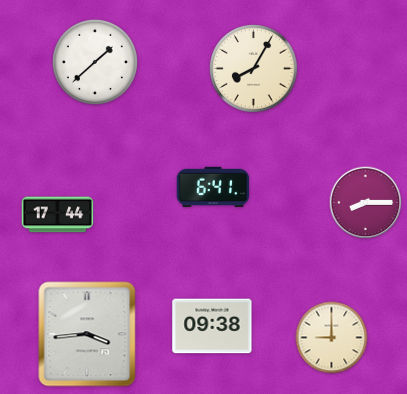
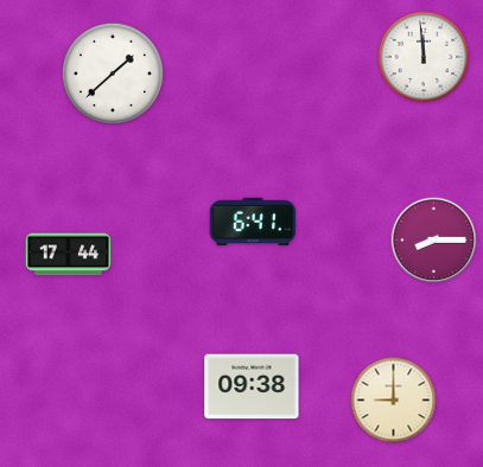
clock at (424, 57): none -> 11:59
clock at (254, 69): 8:05 -> none
clock at (87, 334): 3:44 -> none
